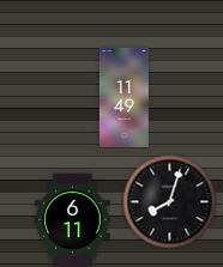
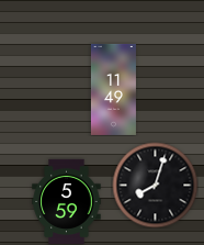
clock at (73, 219): 6:11 -> 5:59
